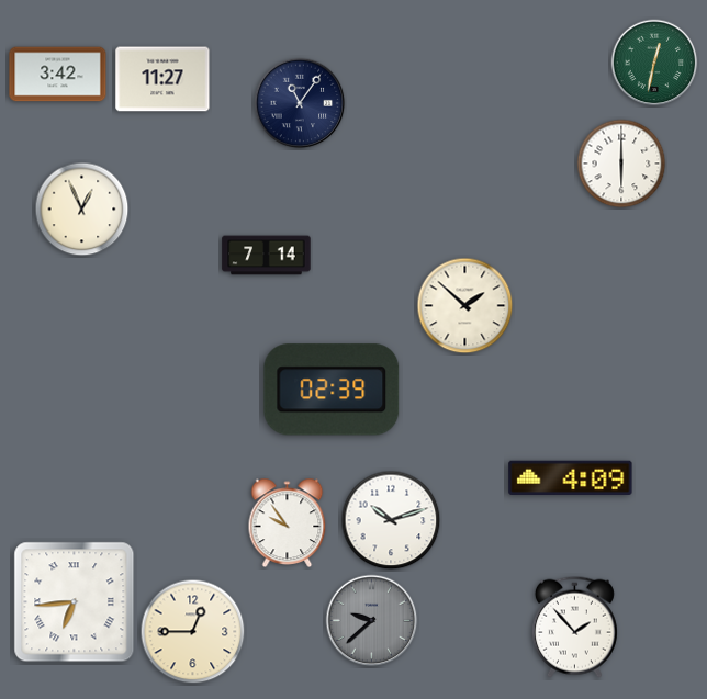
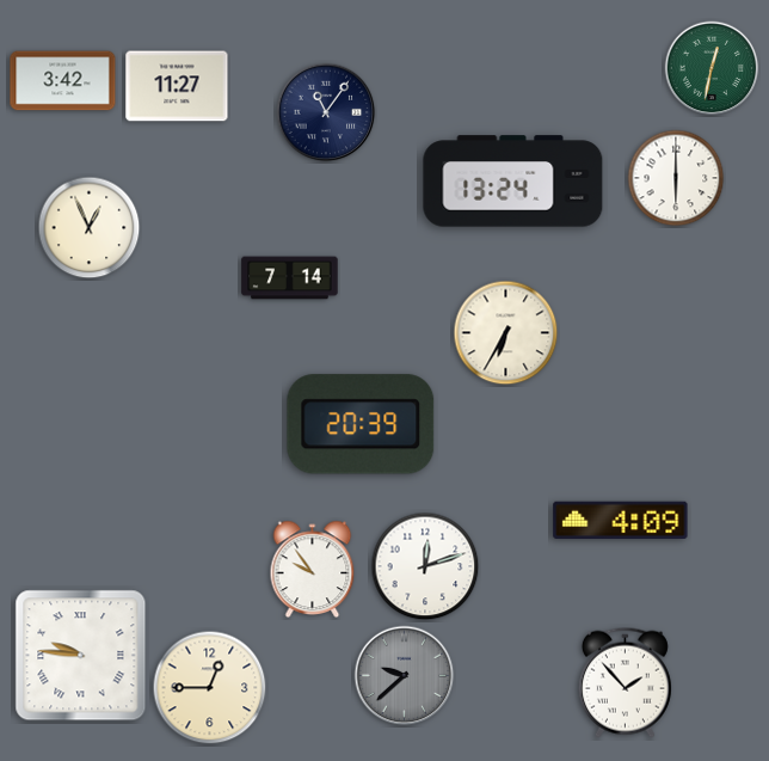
clock at (513, 182): none -> 13:24
clock at (465, 306): 1:52 -> 6:35
clock at (332, 390): 02:39 -> 20:39
clock at (391, 520): 10:12 -> 12:12
clock at (75, 602): 6:44 -> 9:46
